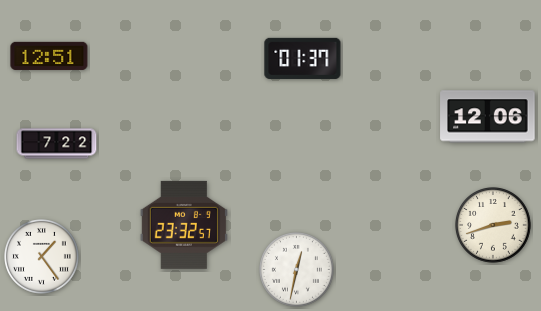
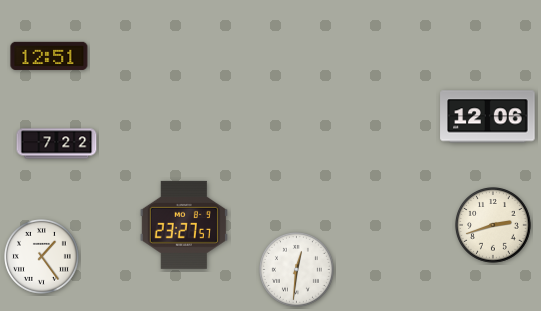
clock at (303, 58): 01:37 -> none
clock at (184, 225): 23:32 -> 23:27
clock at (297, 270): 12:32 -> 12:31
